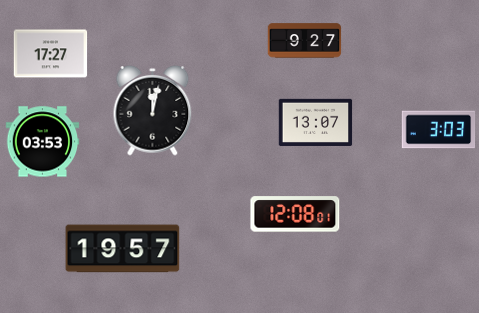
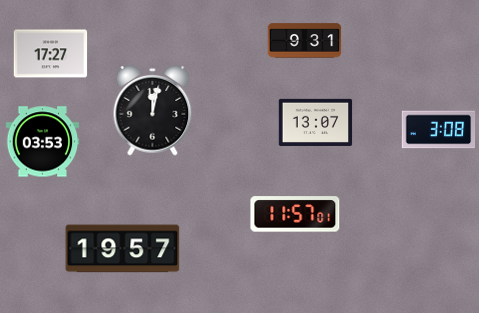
clock at (305, 41): 9:27 -> 9:31
clock at (439, 130): 3:03 -> 3:08
clock at (295, 214): 12:08 -> 11:57
